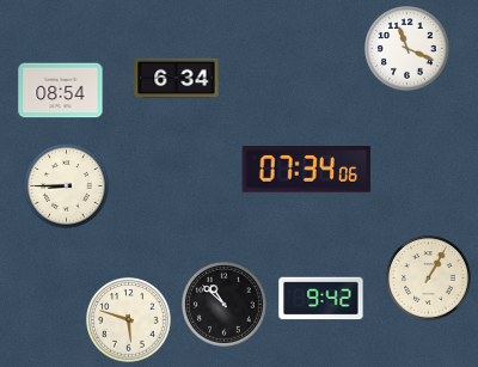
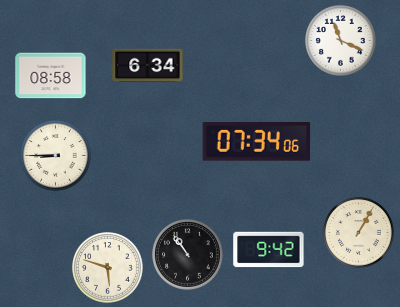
clock at (61, 91): 08:54 -> 08:58
clock at (225, 305): 10:52 -> 10:54
